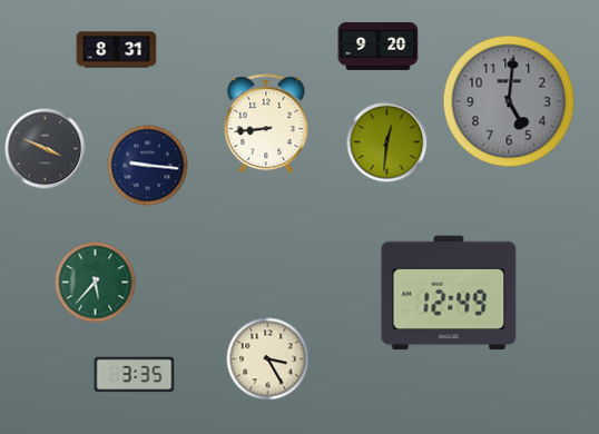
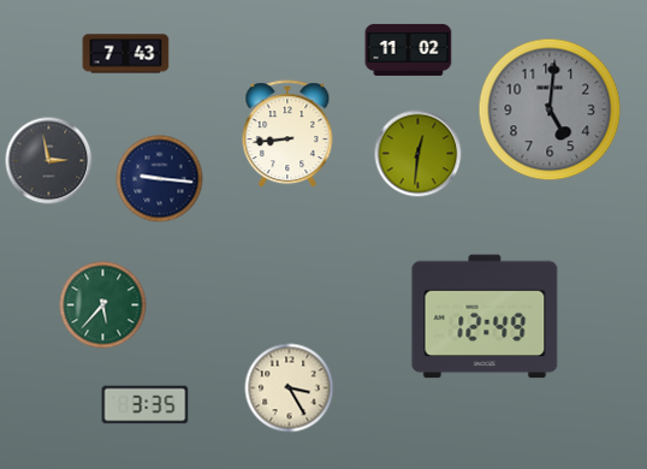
clock at (379, 46): 9:20 -> 11:02
clock at (117, 50): 8:31 -> 7:43
clock at (46, 149): 3:49 -> 2:58
